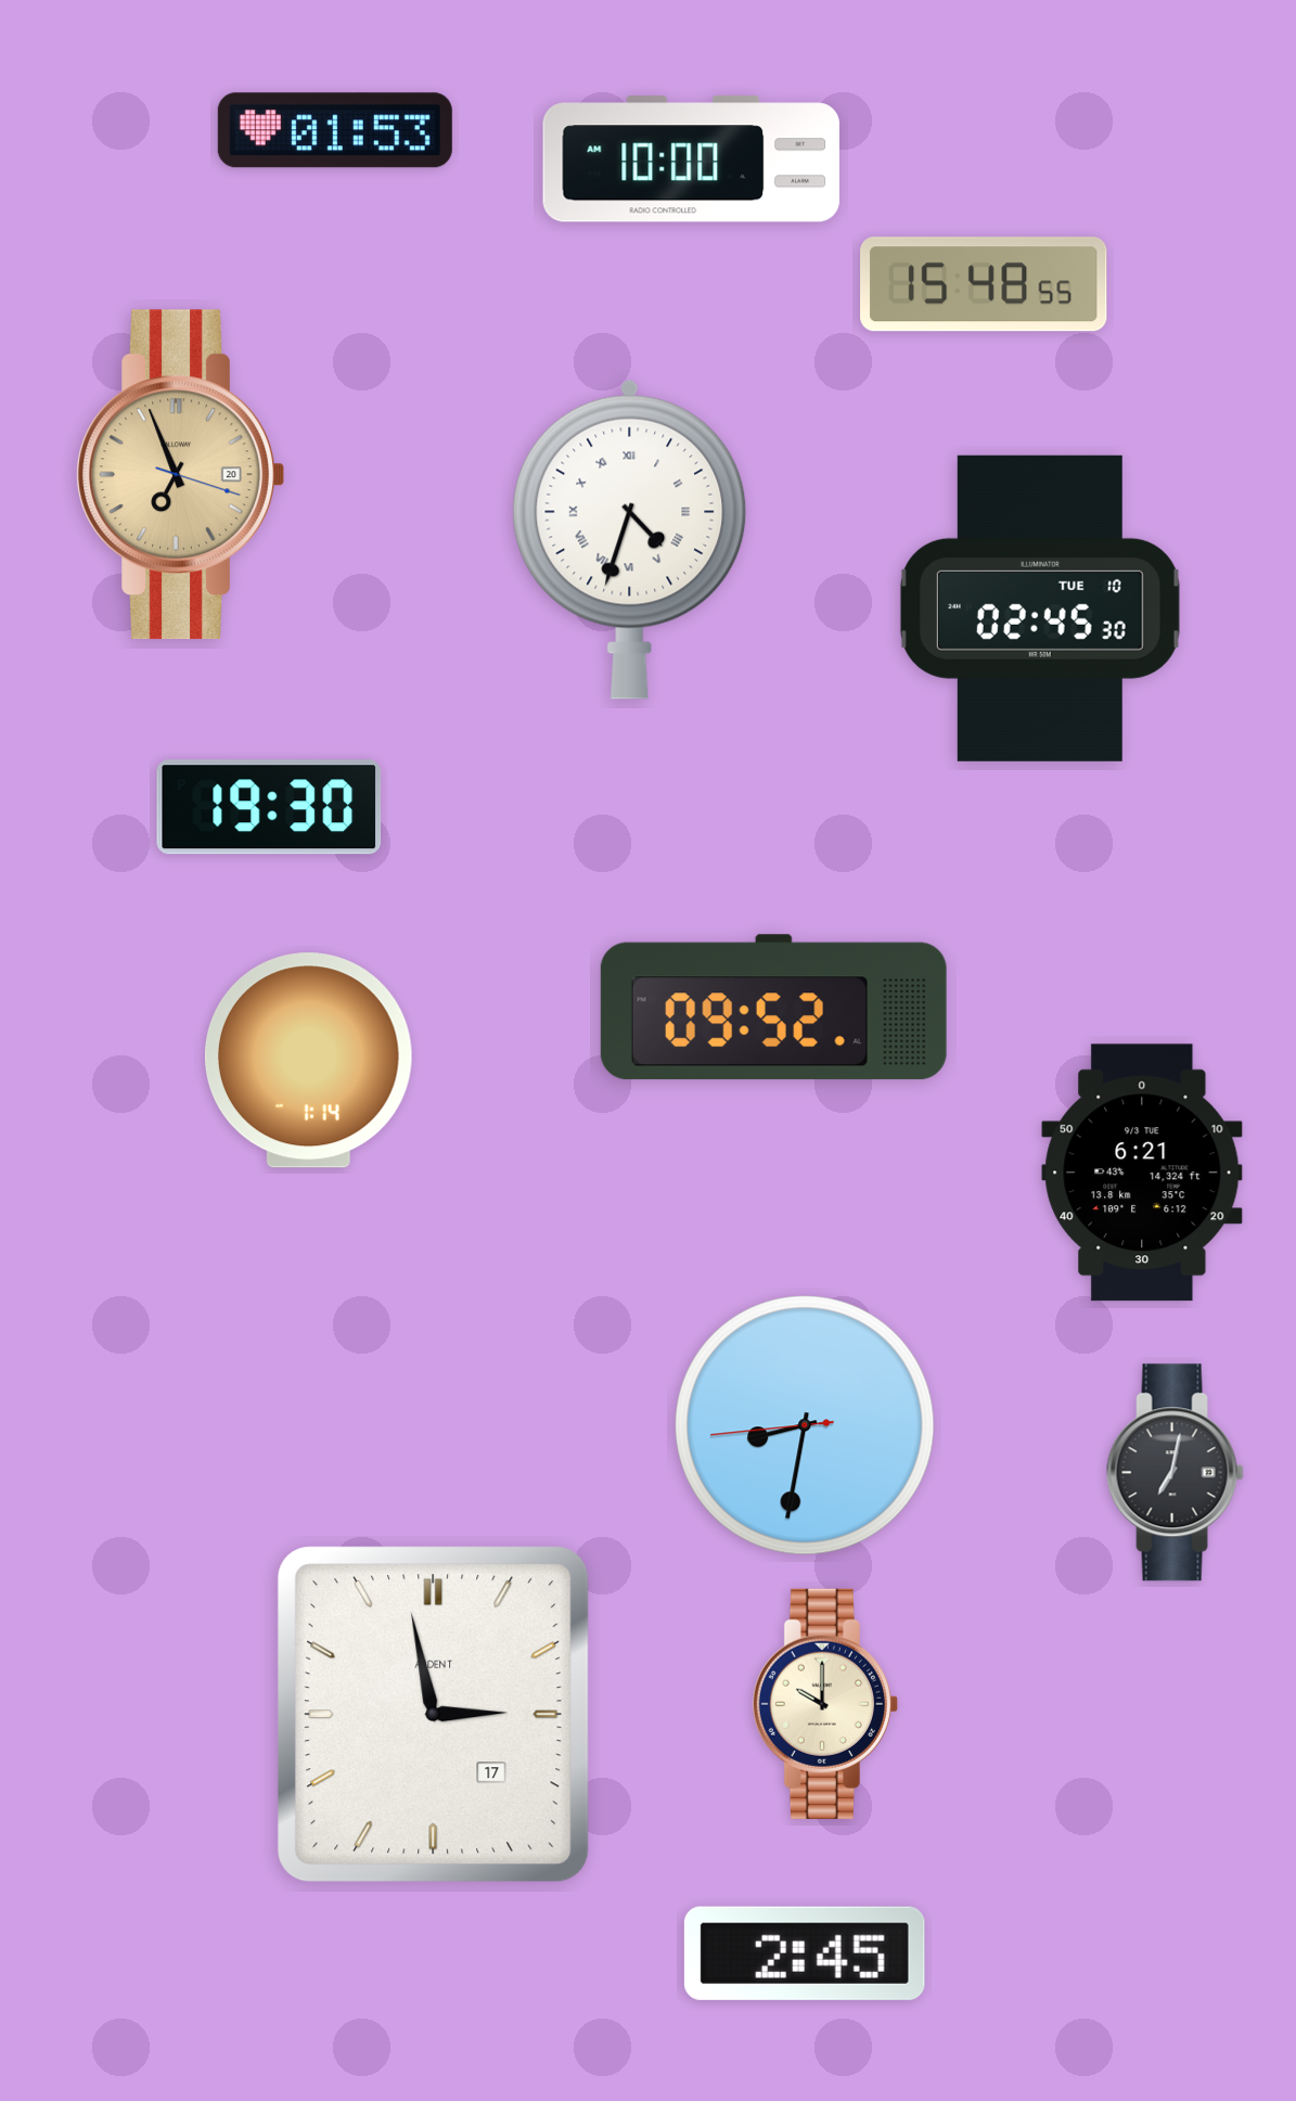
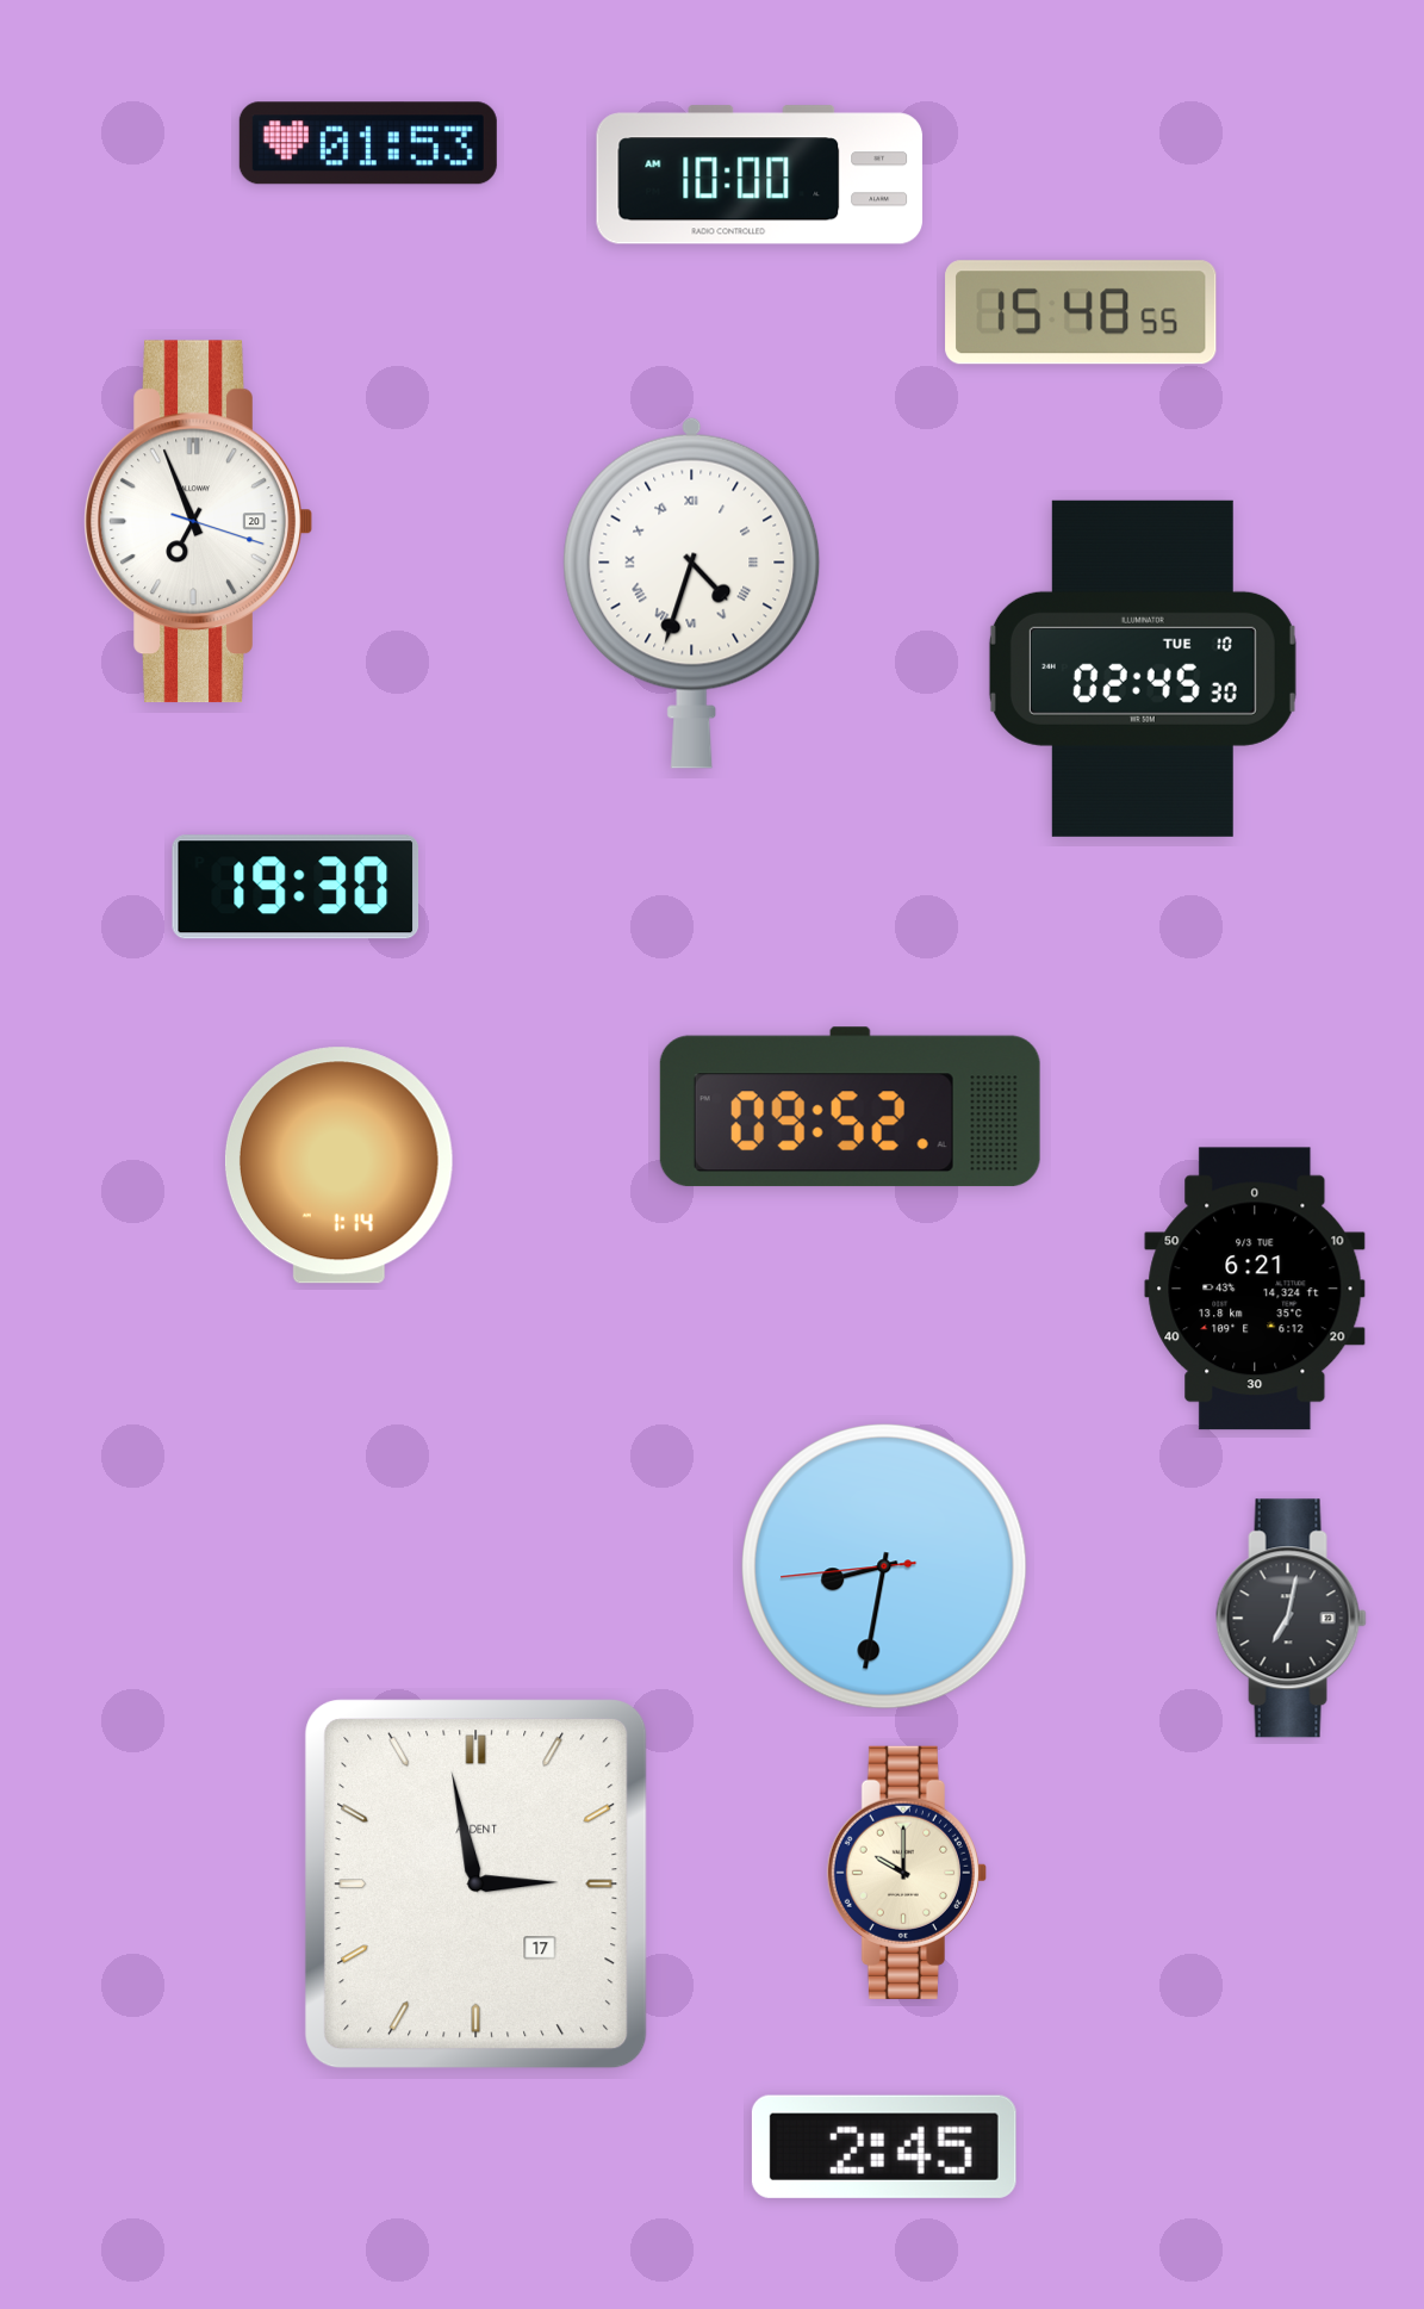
clock at (180, 475) dial: champagne -> white
